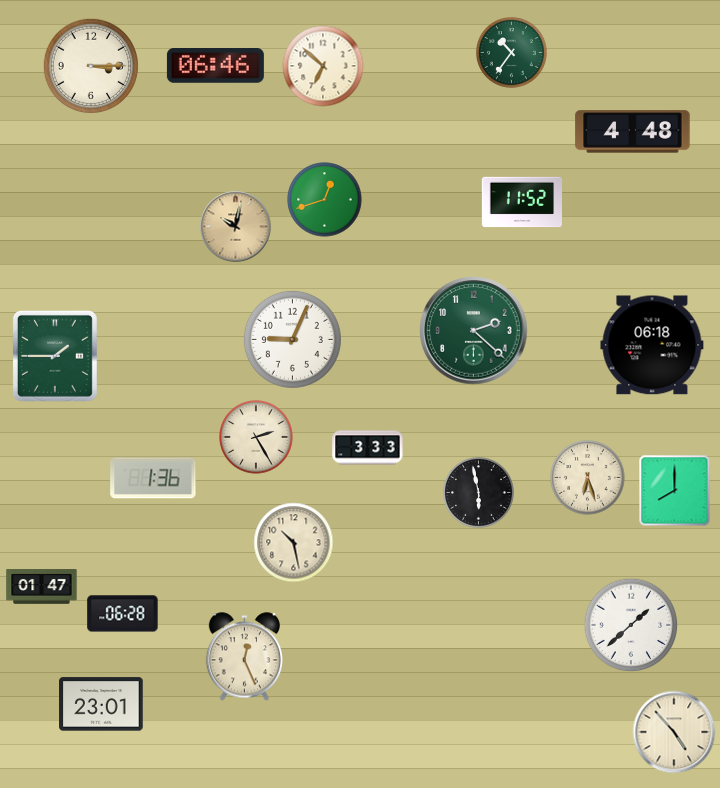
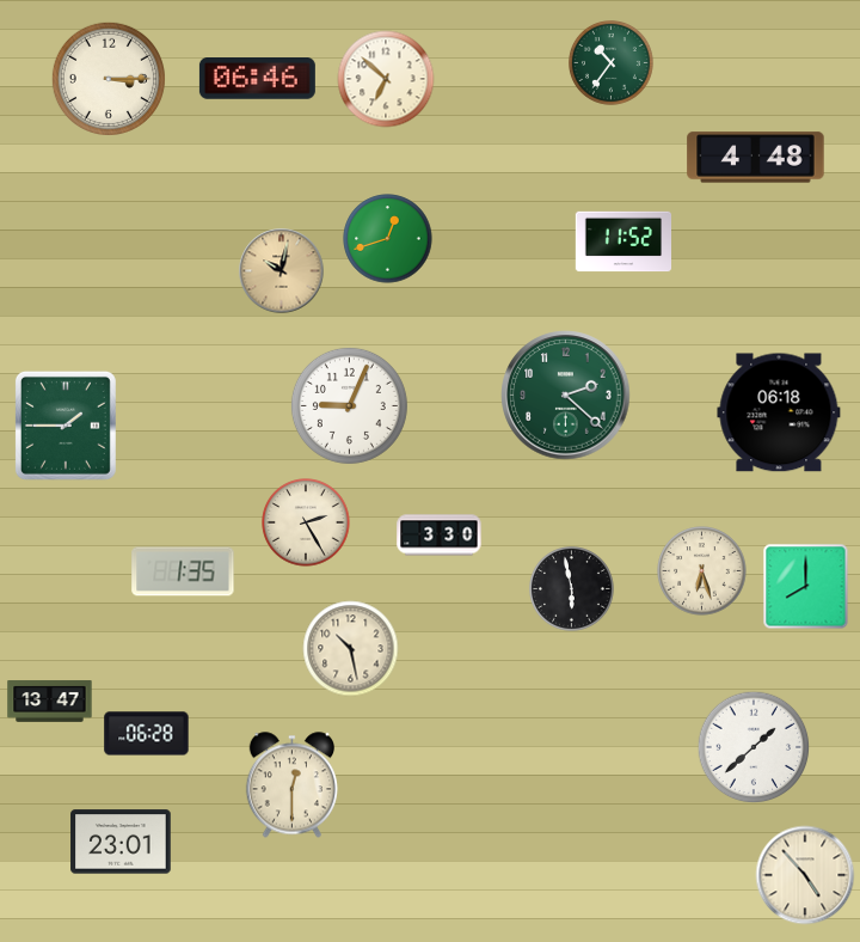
clock at (368, 448): 3:33 -> 3:30
clock at (153, 478): 1:36 -> 1:35
clock at (42, 587): 01:47 -> 13:47
clock at (245, 657): 12:26 -> 12:30
